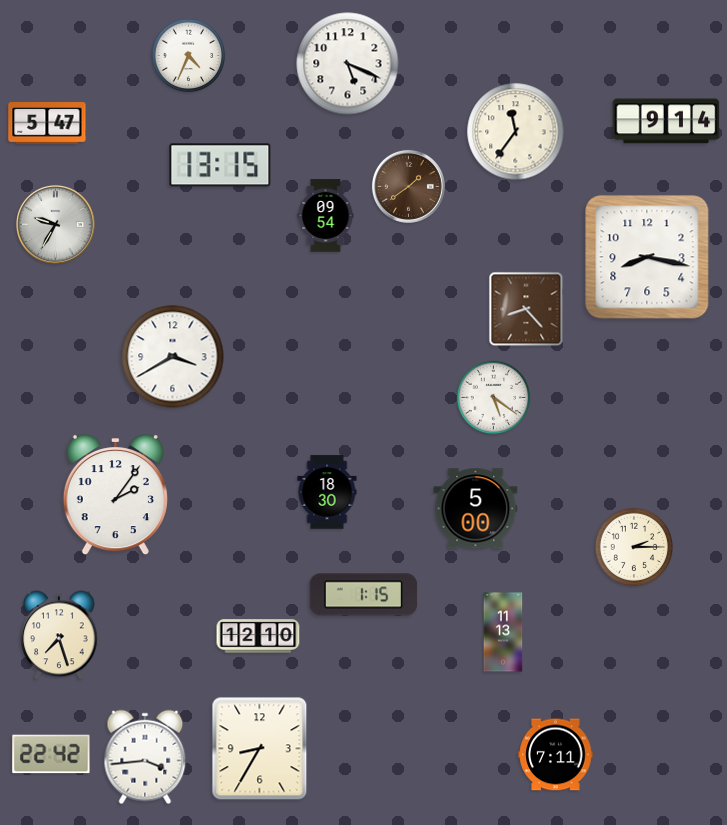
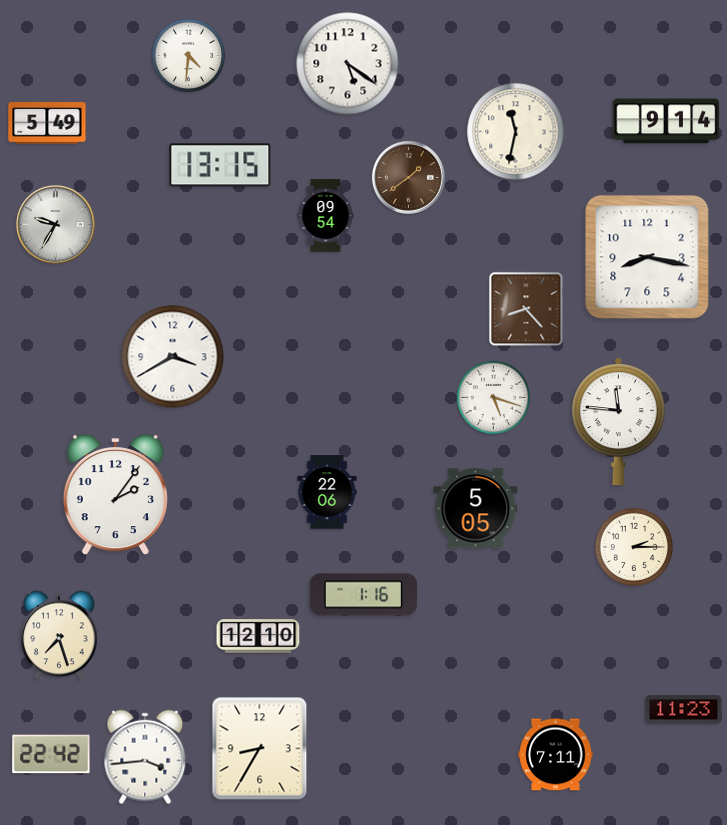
clock at (189, 56): 4:34 -> 4:31
clock at (348, 64): 5:19 -> 5:21
clock at (47, 124): 5:47 -> 5:49
clock at (516, 132): 11:36 -> 11:32
clock at (408, 186) position: (408, 186) -> (408, 177)
clock at (494, 398): 5:21 -> 5:18
clock at (618, 422): none -> 11:46
clock at (327, 492): 18:30 -> 22:06
clock at (476, 509): 5:00 -> 5:05
clock at (364, 595): 1:15 -> 1:16
clock at (503, 632): 11:13 -> none
clock at (684, 710): none -> 11:23
